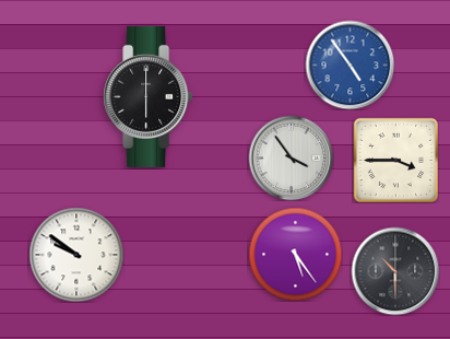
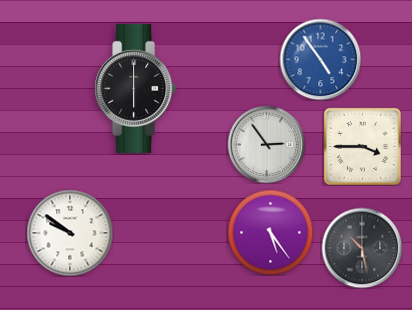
clock at (291, 157): 3:54 -> 2:54
clock at (395, 271): 10:30 -> 10:28
